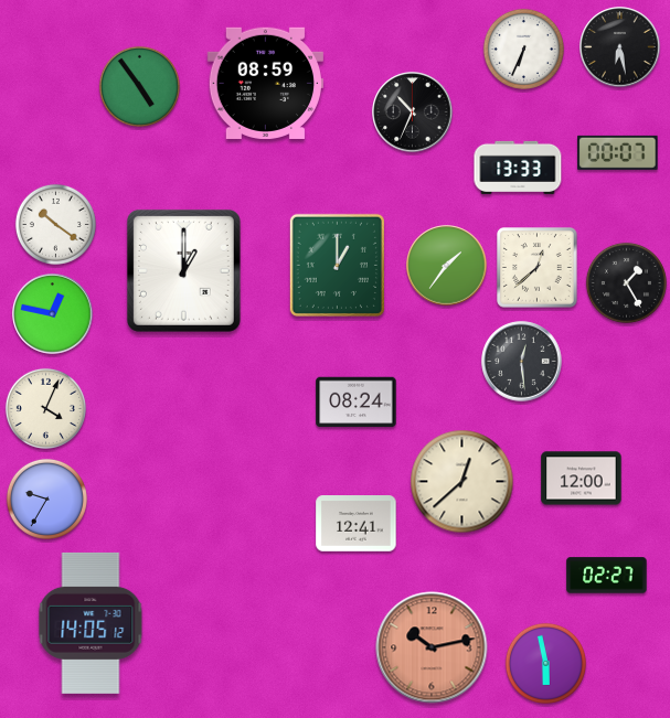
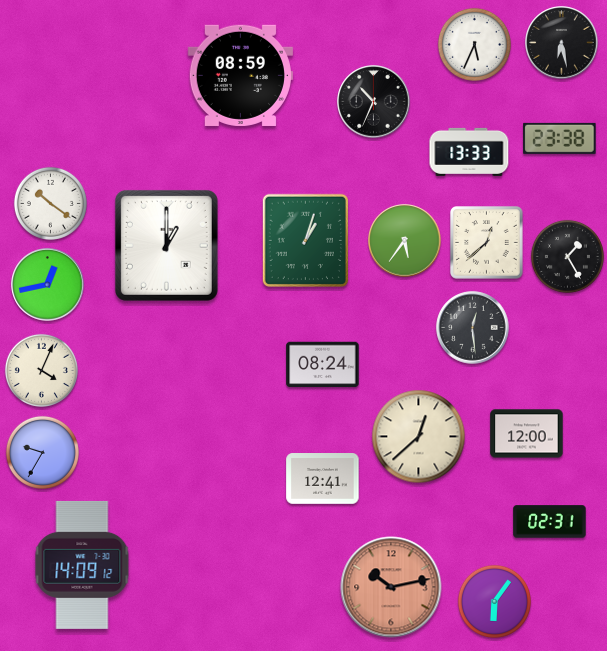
clock at (523, 49): 6:34 -> 5:34
clock at (139, 86): 4:54 -> none
clock at (618, 152): 00:07 -> 23:38
clock at (337, 265): 1:00 -> 1:03
clock at (447, 266): 1:36 -> 5:36
clock at (53, 314): 12:47 -> 12:43
clock at (357, 524) position: (357, 524) -> (323, 479)
clock at (607, 576): 02:27 -> 02:31
clock at (91, 623): 14:05 -> 14:09
clock at (545, 663): 5:58 -> 6:06
